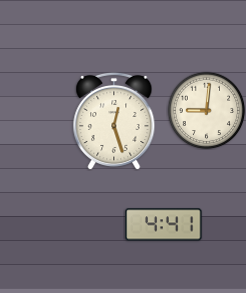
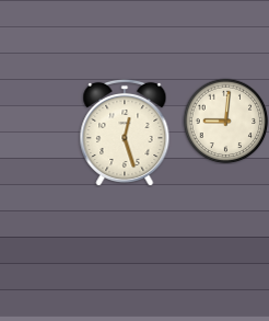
clock at (164, 225): 4:41 -> none
